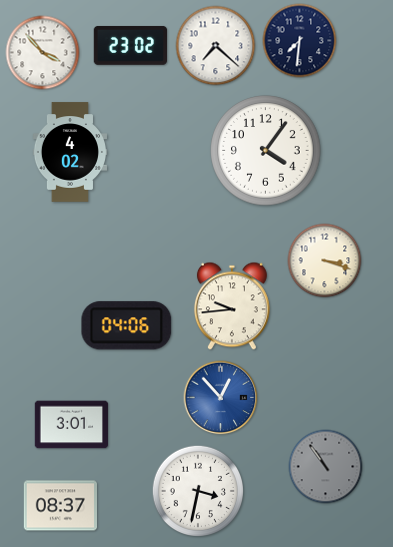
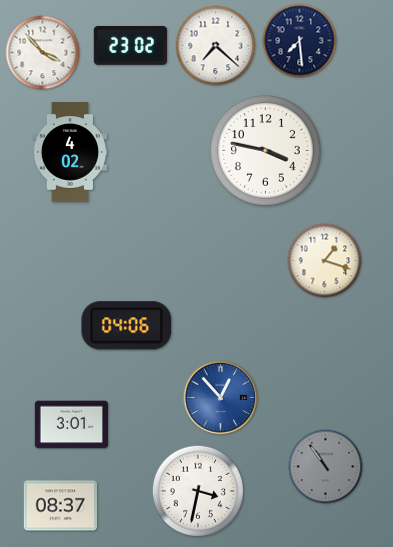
clock at (300, 41): 7:31 -> 7:29
clock at (266, 151): 4:06 -> 3:47
clock at (325, 261): 3:18 -> 1:18
clock at (232, 306): 9:44 -> none
